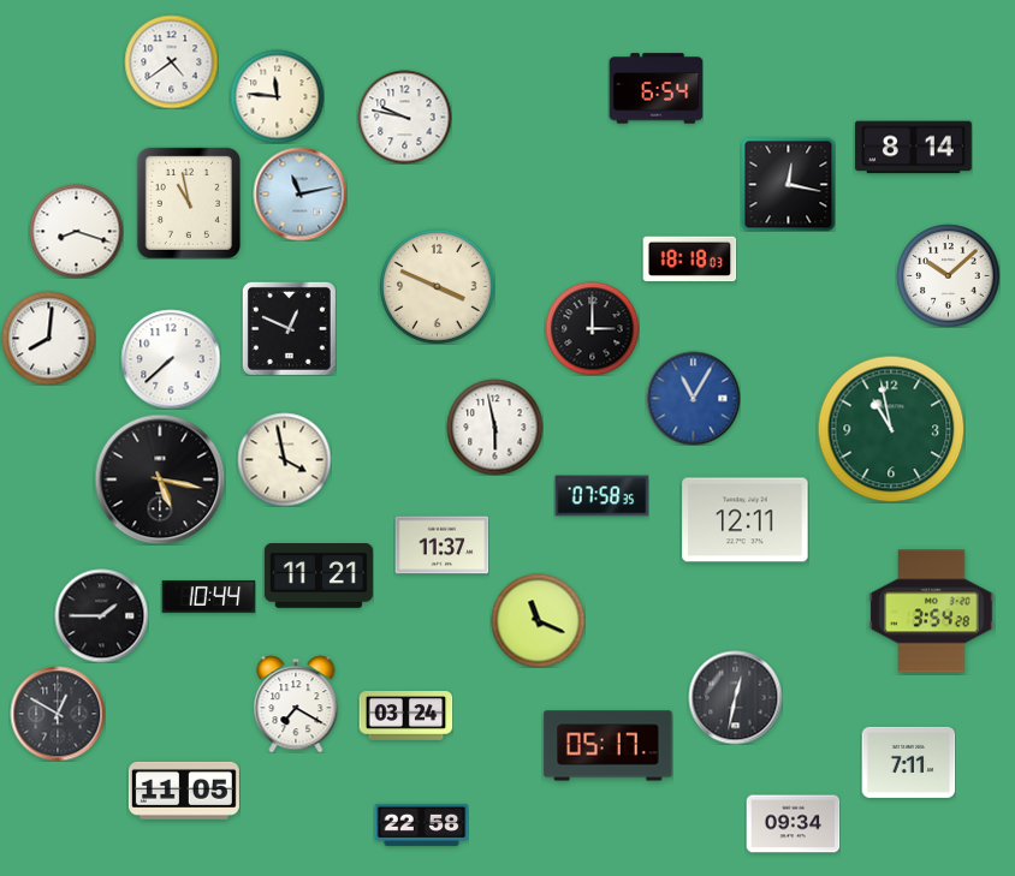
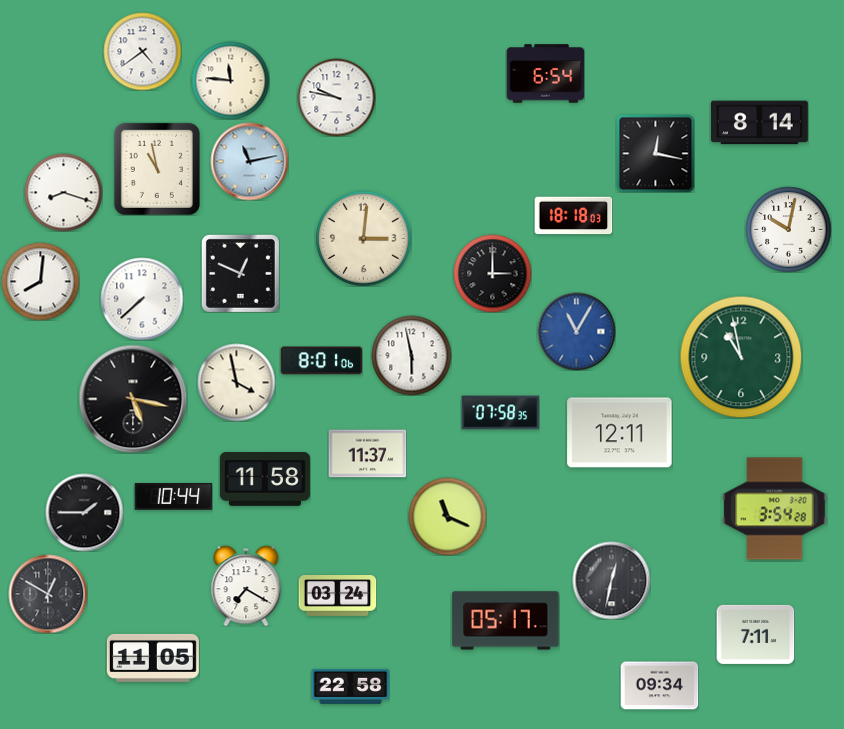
clock at (948, 275): 10:08 -> 10:02
clock at (438, 287): 3:49 -> 3:01
clock at (321, 361): none -> 8:01
clock at (319, 577): 11:21 -> 11:58
